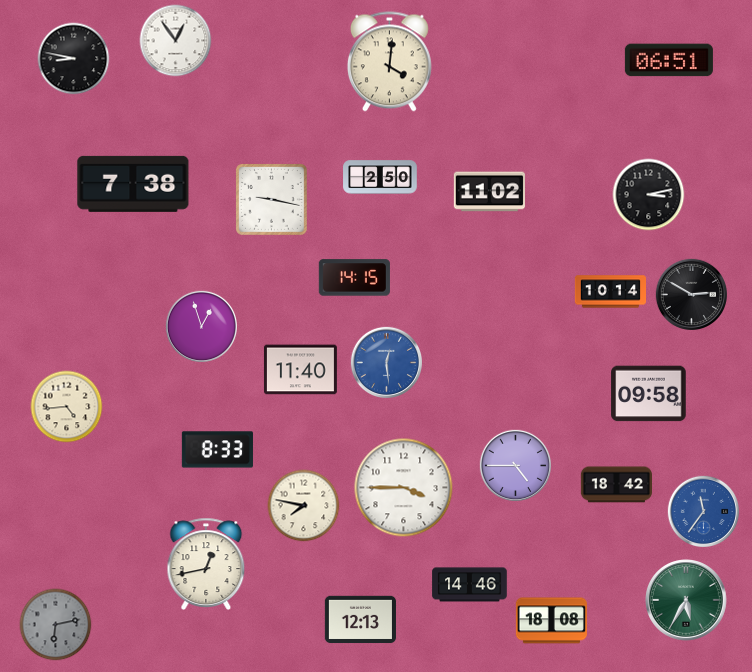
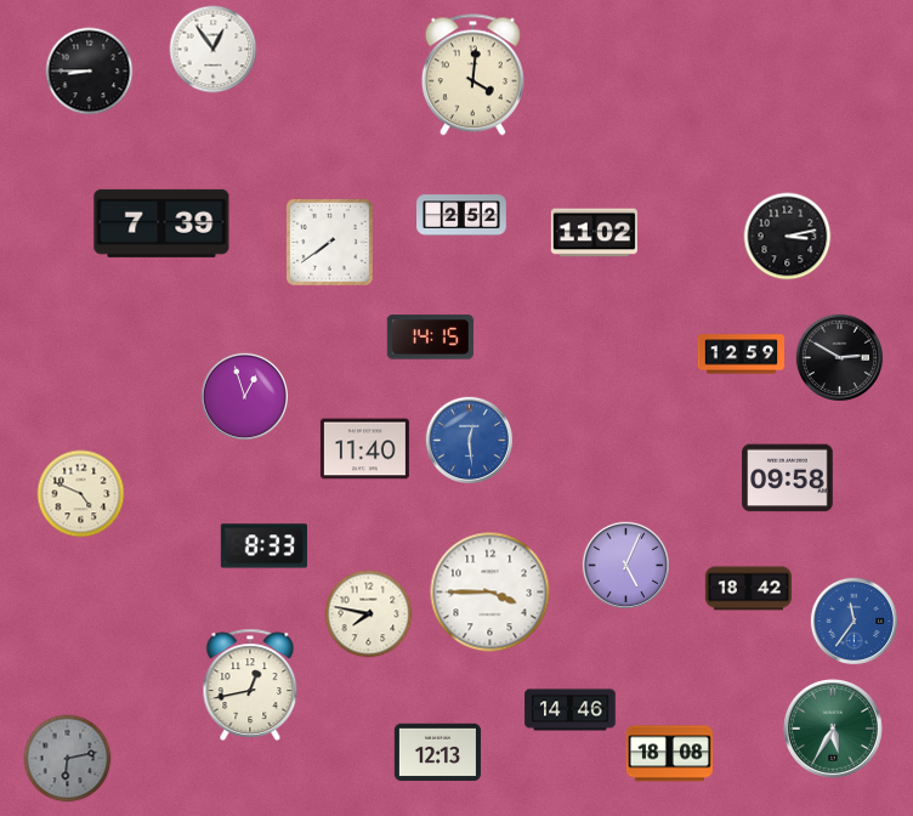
clock at (74, 59): 8:47 -> 8:45
clock at (669, 60): 06:51 -> none
clock at (380, 177): 2:50 -> 2:52
clock at (133, 184): 7:38 -> 7:39
clock at (271, 199): 9:17 -> 7:39
clock at (610, 292): 10:14 -> 12:59
clock at (67, 407): 4:44 -> 4:49
clock at (515, 465): 4:45 -> 5:04
